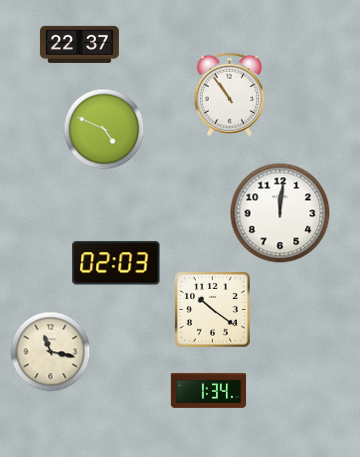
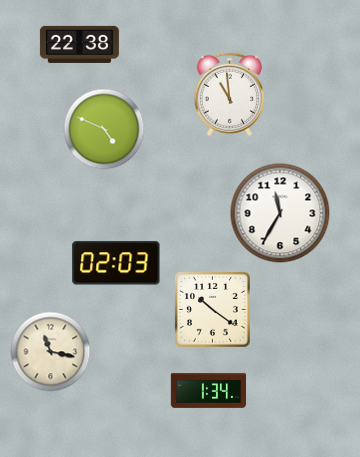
clock at (79, 44): 22:37 -> 22:38
clock at (229, 94): 10:54 -> 10:59
clock at (280, 213): 12:01 -> 11:35
